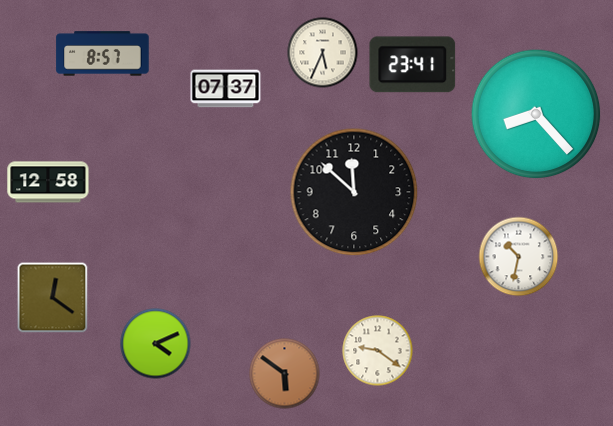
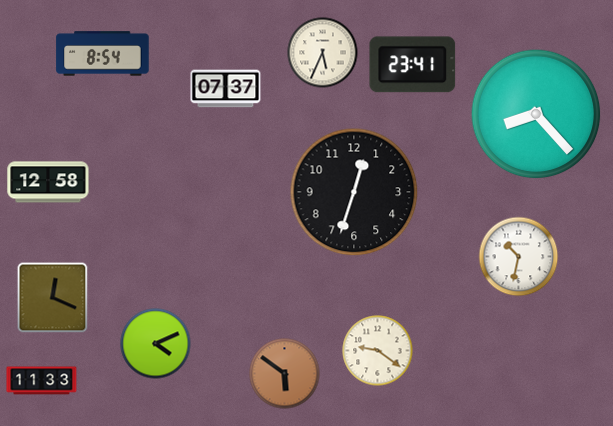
clock at (103, 54): 8:57 -> 8:54
clock at (354, 192): 11:52 -> 12:33
clock at (53, 298): 12:21 -> 12:19
clock at (42, 381): none -> 11:33
